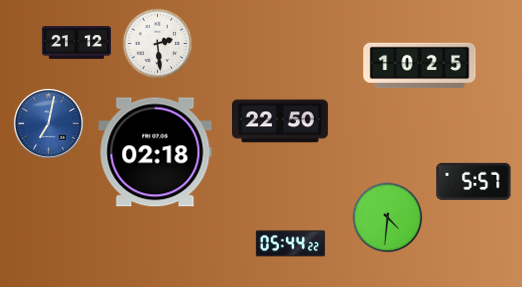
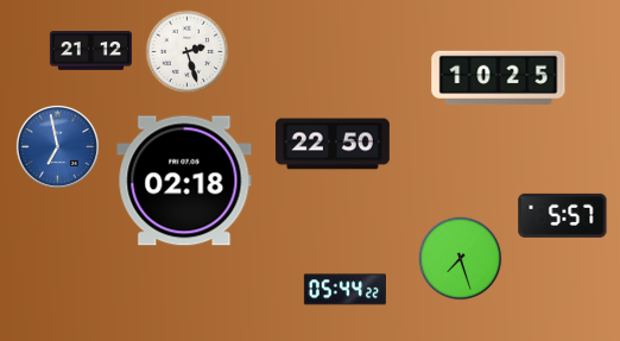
clock at (158, 44): 2:29 -> 2:27
clock at (48, 123): 7:02 -> 6:58
clock at (388, 218): 4:31 -> 7:27
